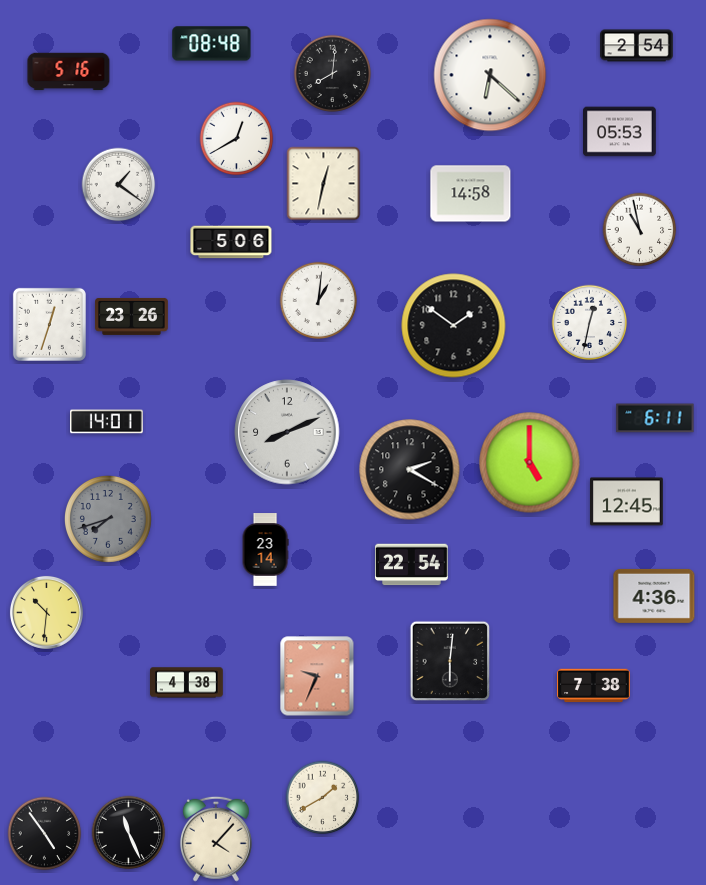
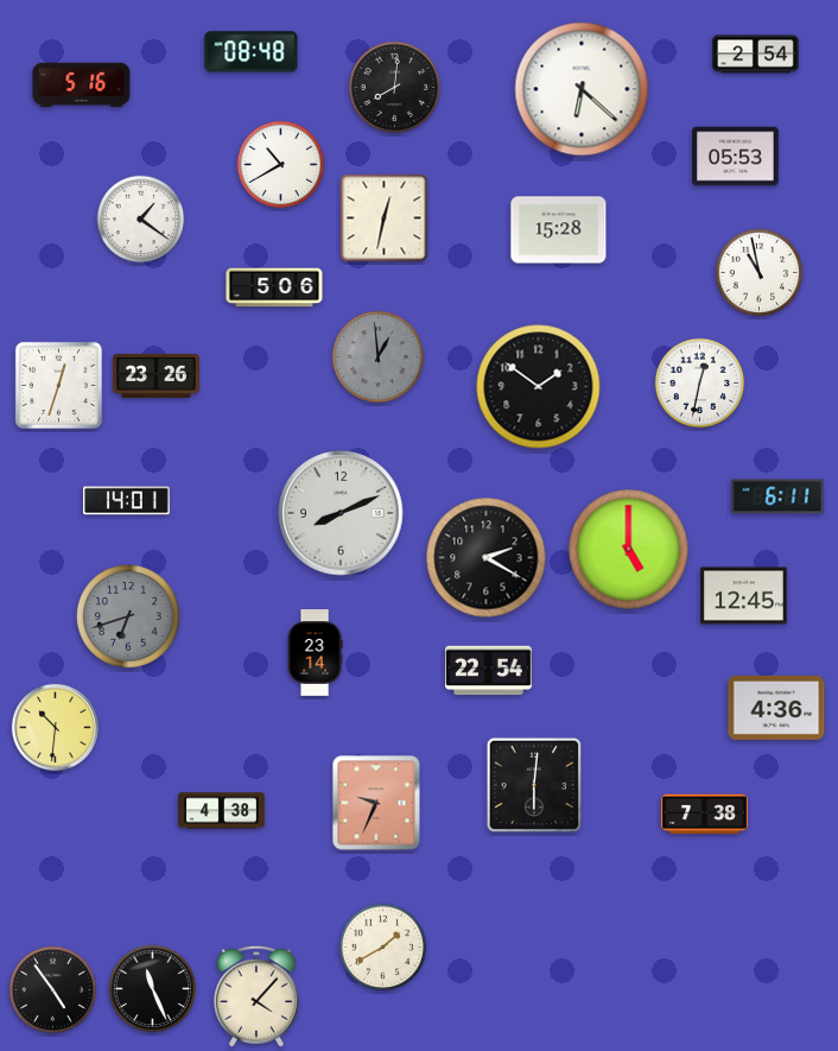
clock at (237, 139): 12:40 -> 10:40
clock at (471, 194): 14:58 -> 15:28
clock at (319, 301): 1:01 -> 12:59
clock at (319, 301) dial: white -> grey
clock at (108, 519): 7:42 -> 6:42
